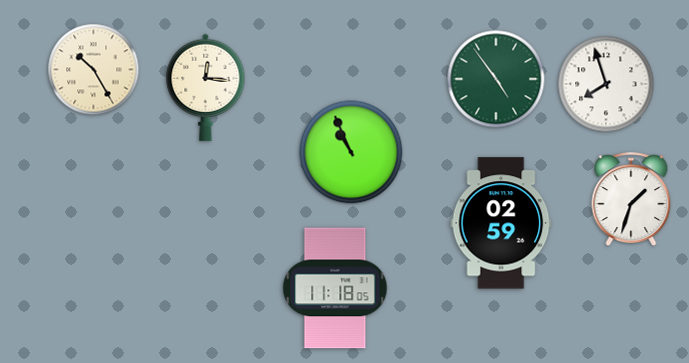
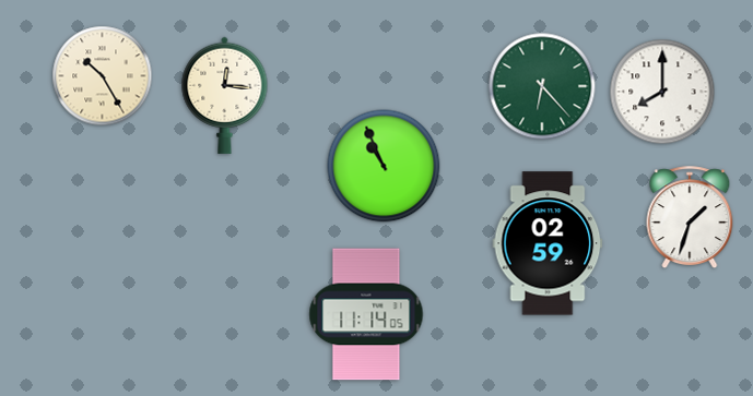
clock at (496, 79): 4:54 -> 6:23
clock at (606, 84): 7:57 -> 8:00
clock at (335, 288): 11:18 -> 11:14
